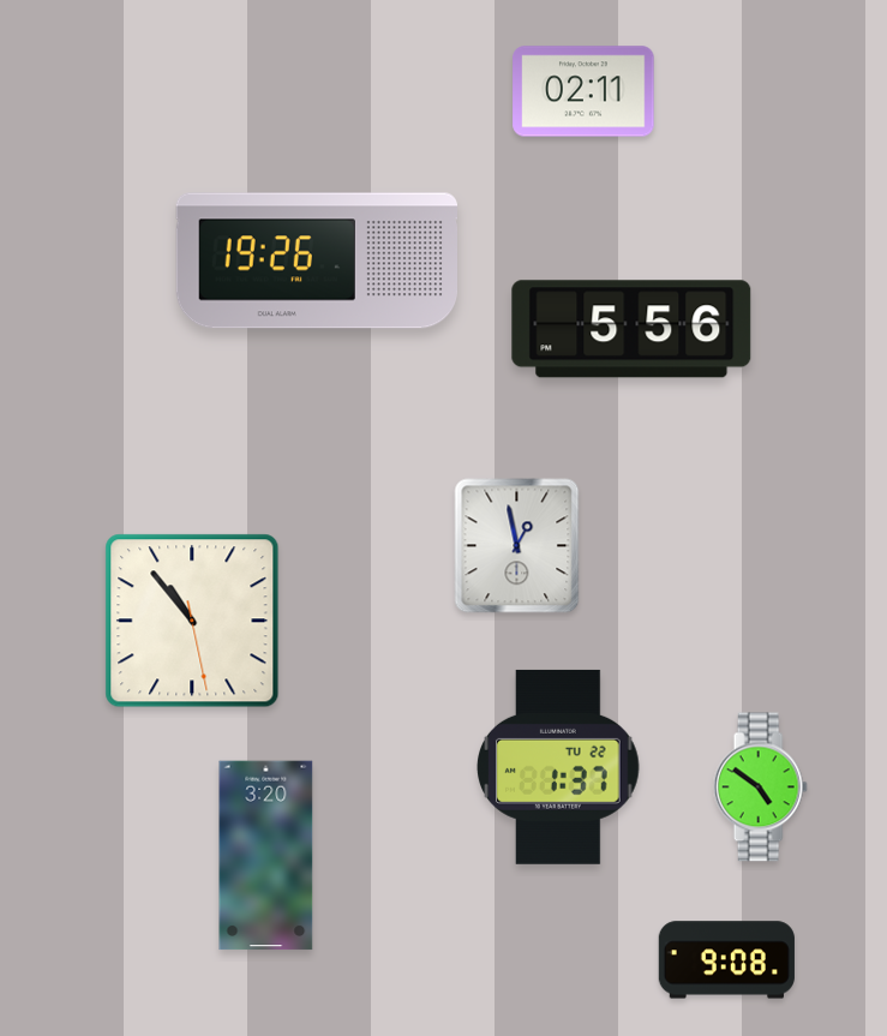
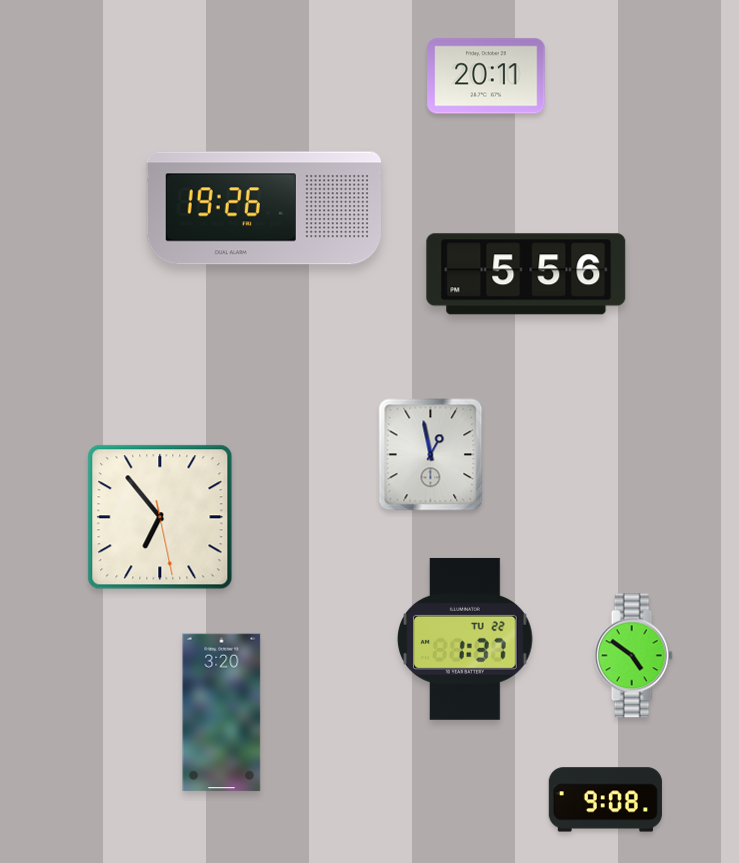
clock at (583, 91): 02:11 -> 20:11
clock at (316, 261) position: (316, 261) -> (263, 208)
clock at (192, 621): 10:53 -> 6:53
